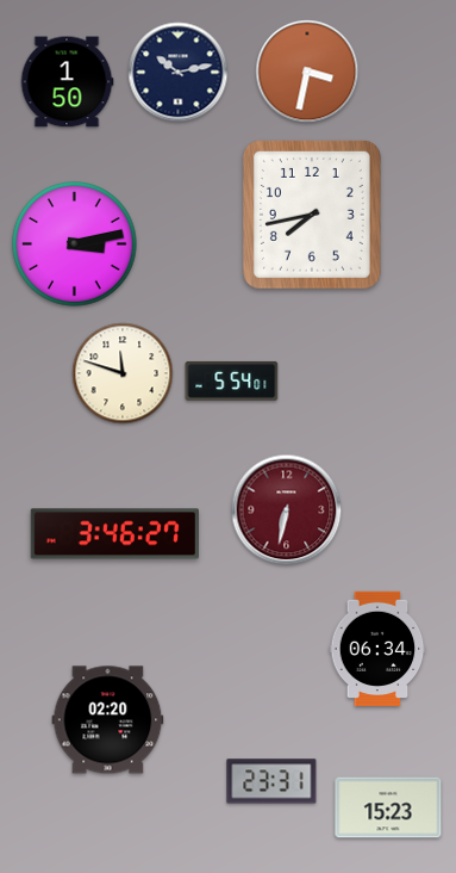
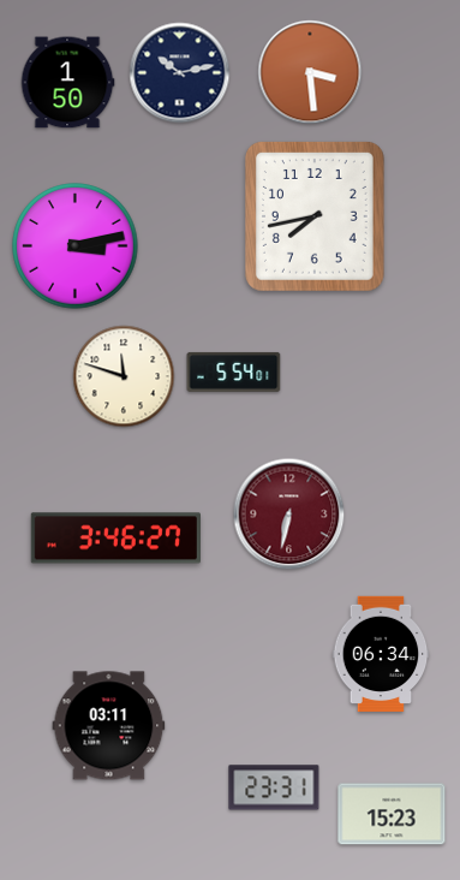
clock at (307, 72): 3:32 -> 3:29
clock at (232, 380) position: (232, 380) -> (234, 371)
clock at (108, 720): 02:20 -> 03:11
